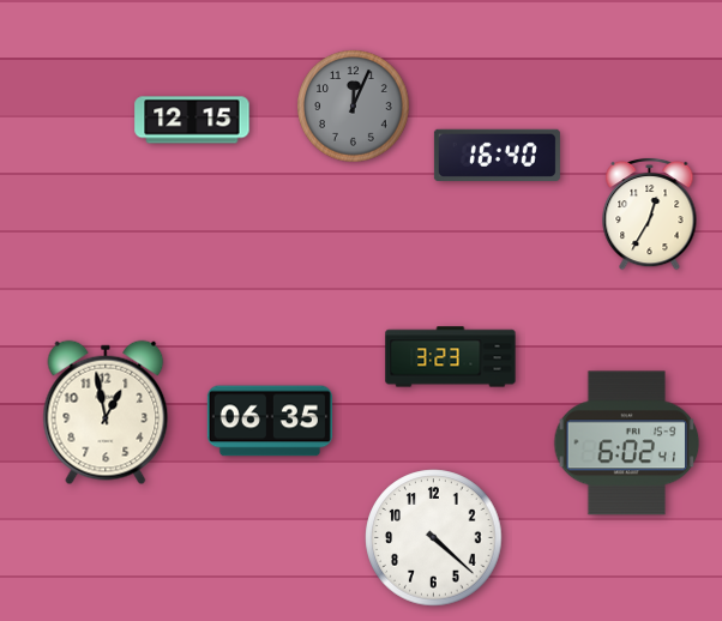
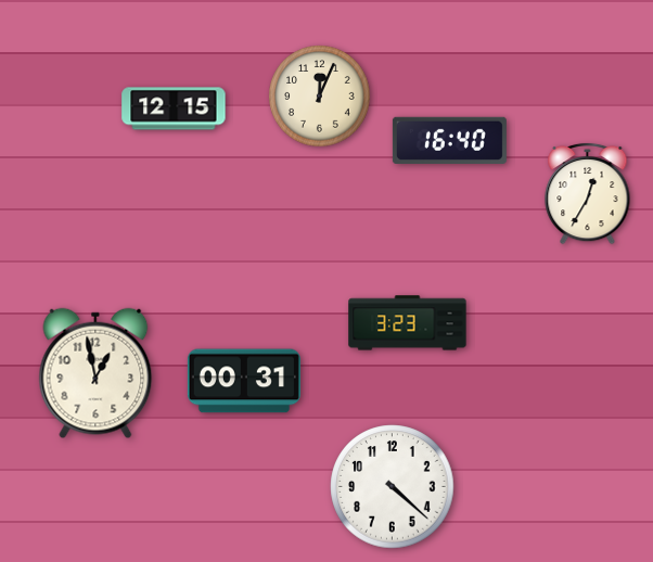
clock at (354, 107) dial: grey -> cream
clock at (270, 421): 06:35 -> 00:31
clock at (627, 444): 6:02 -> none
